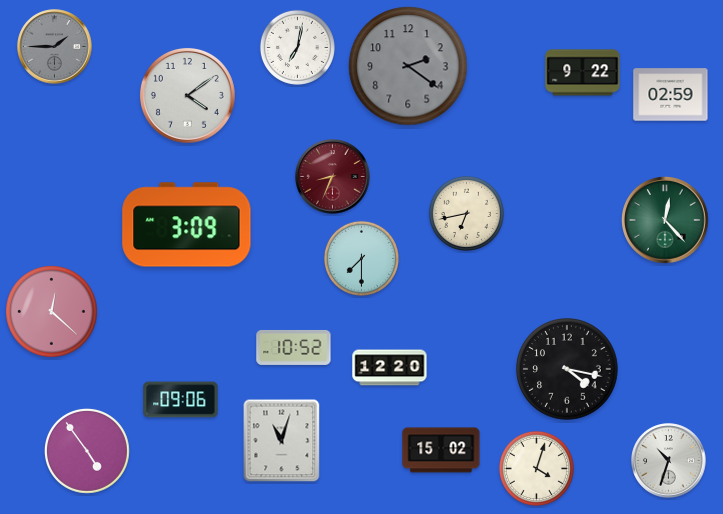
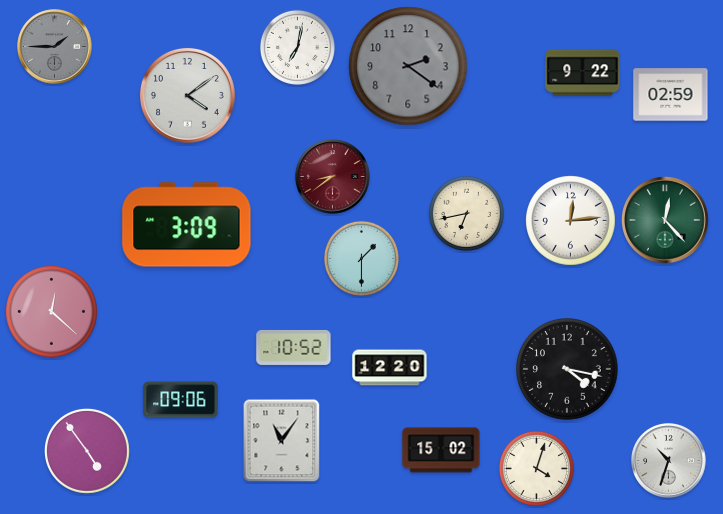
clock at (333, 177): 8:34 -> 8:39
clock at (571, 221): none -> 12:14
clock at (361, 258): 7:30 -> 1:30
clock at (282, 441): 11:03 -> 11:06
